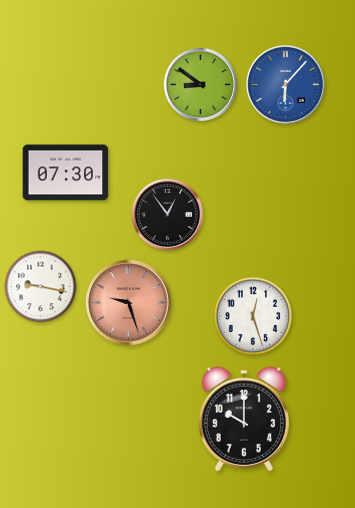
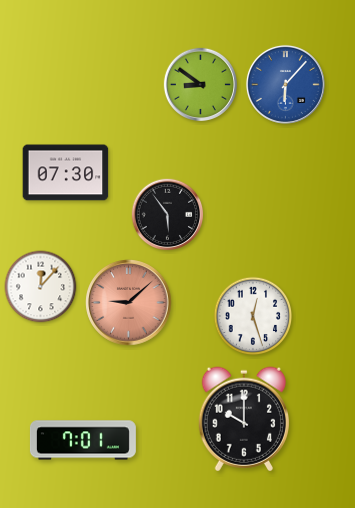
clock at (168, 215): 12:54 -> 5:54
clock at (41, 287): 9:17 -> 12:07
clock at (129, 303): 9:27 -> 9:08
clock at (83, 440): none -> 7:01
